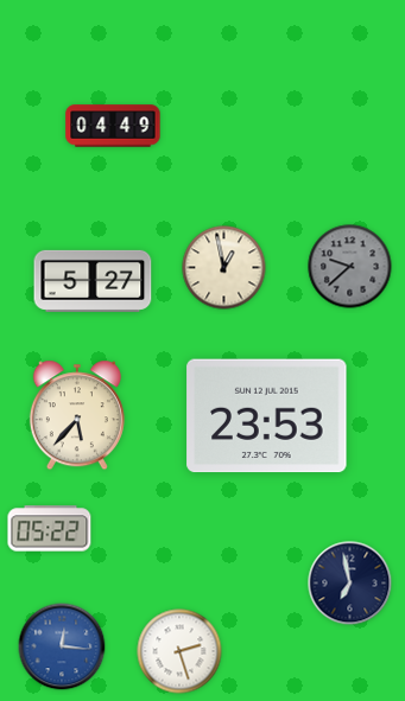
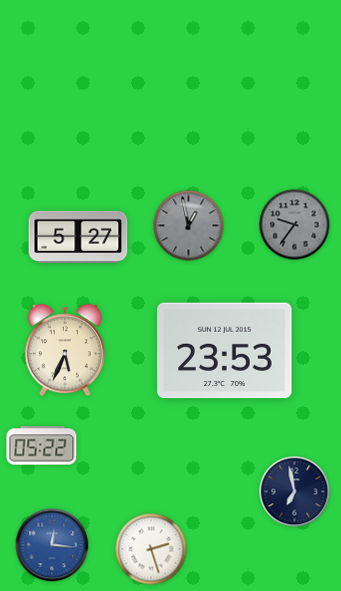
clock at (113, 126): 04:49 -> none
clock at (350, 267): 9:38 -> 9:36
clock at (224, 268) dial: cream -> grey
clock at (77, 415): 5:37 -> 5:34
